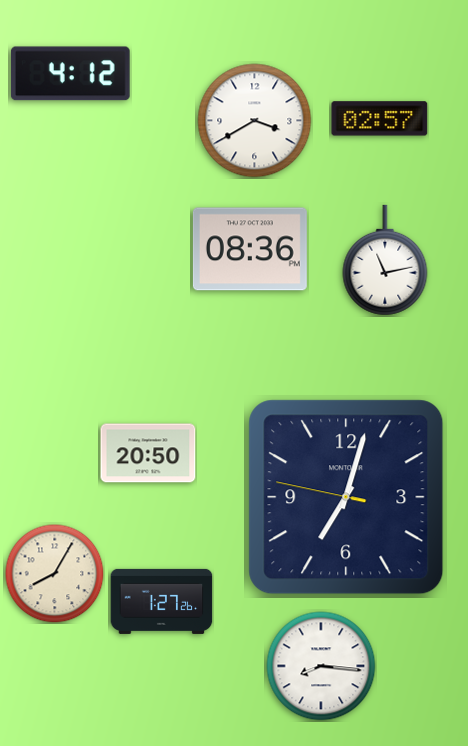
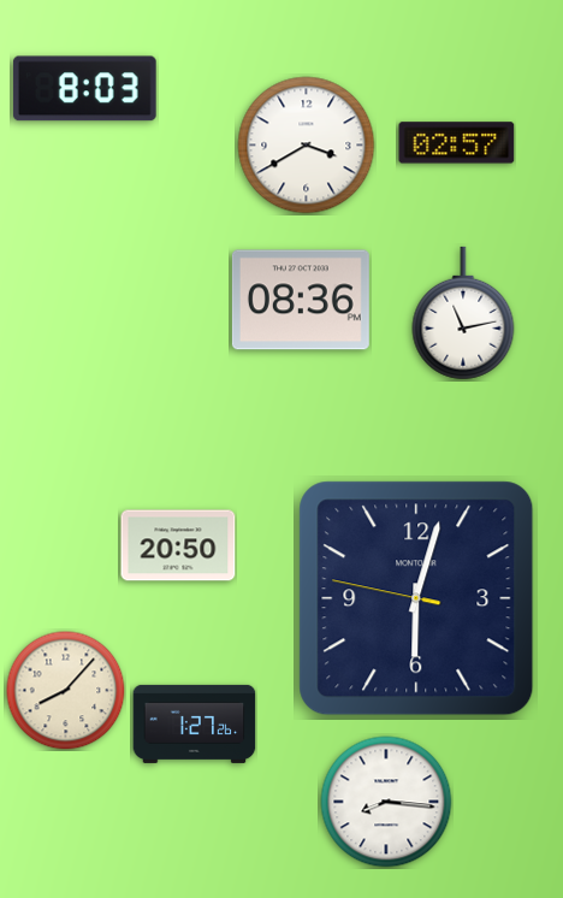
clock at (70, 74): 4:12 -> 8:03
clock at (346, 497): 7:02 -> 6:02
clock at (55, 574): 8:05 -> 8:07
